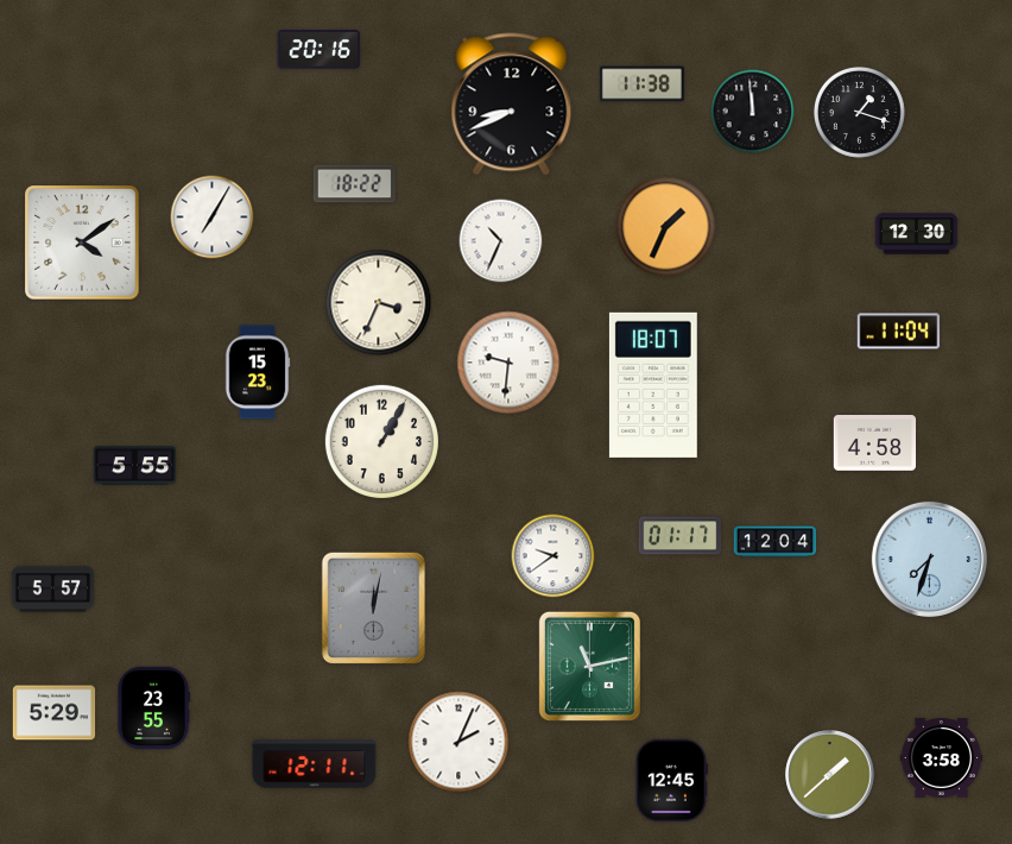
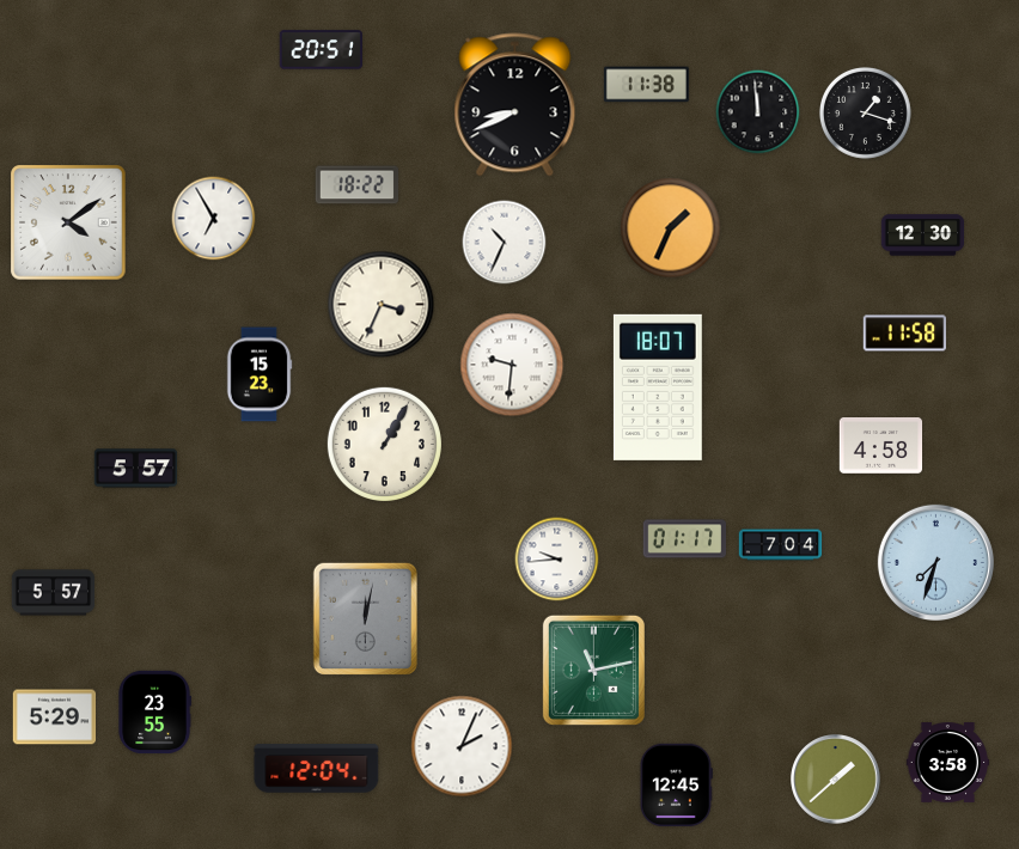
clock at (318, 50): 20:16 -> 20:51
clock at (213, 218): 7:05 -> 6:55
clock at (82, 243) position: (82, 243) -> (68, 222)
clock at (899, 332): 11:04 -> 11:58
clock at (135, 466): 5:55 -> 5:57
clock at (776, 542): 12:04 -> 7:04
clock at (554, 556): 9:39 -> 9:44
clock at (373, 607) position: (373, 607) -> (365, 618)
clock at (315, 764): 12:11 -> 12:04
